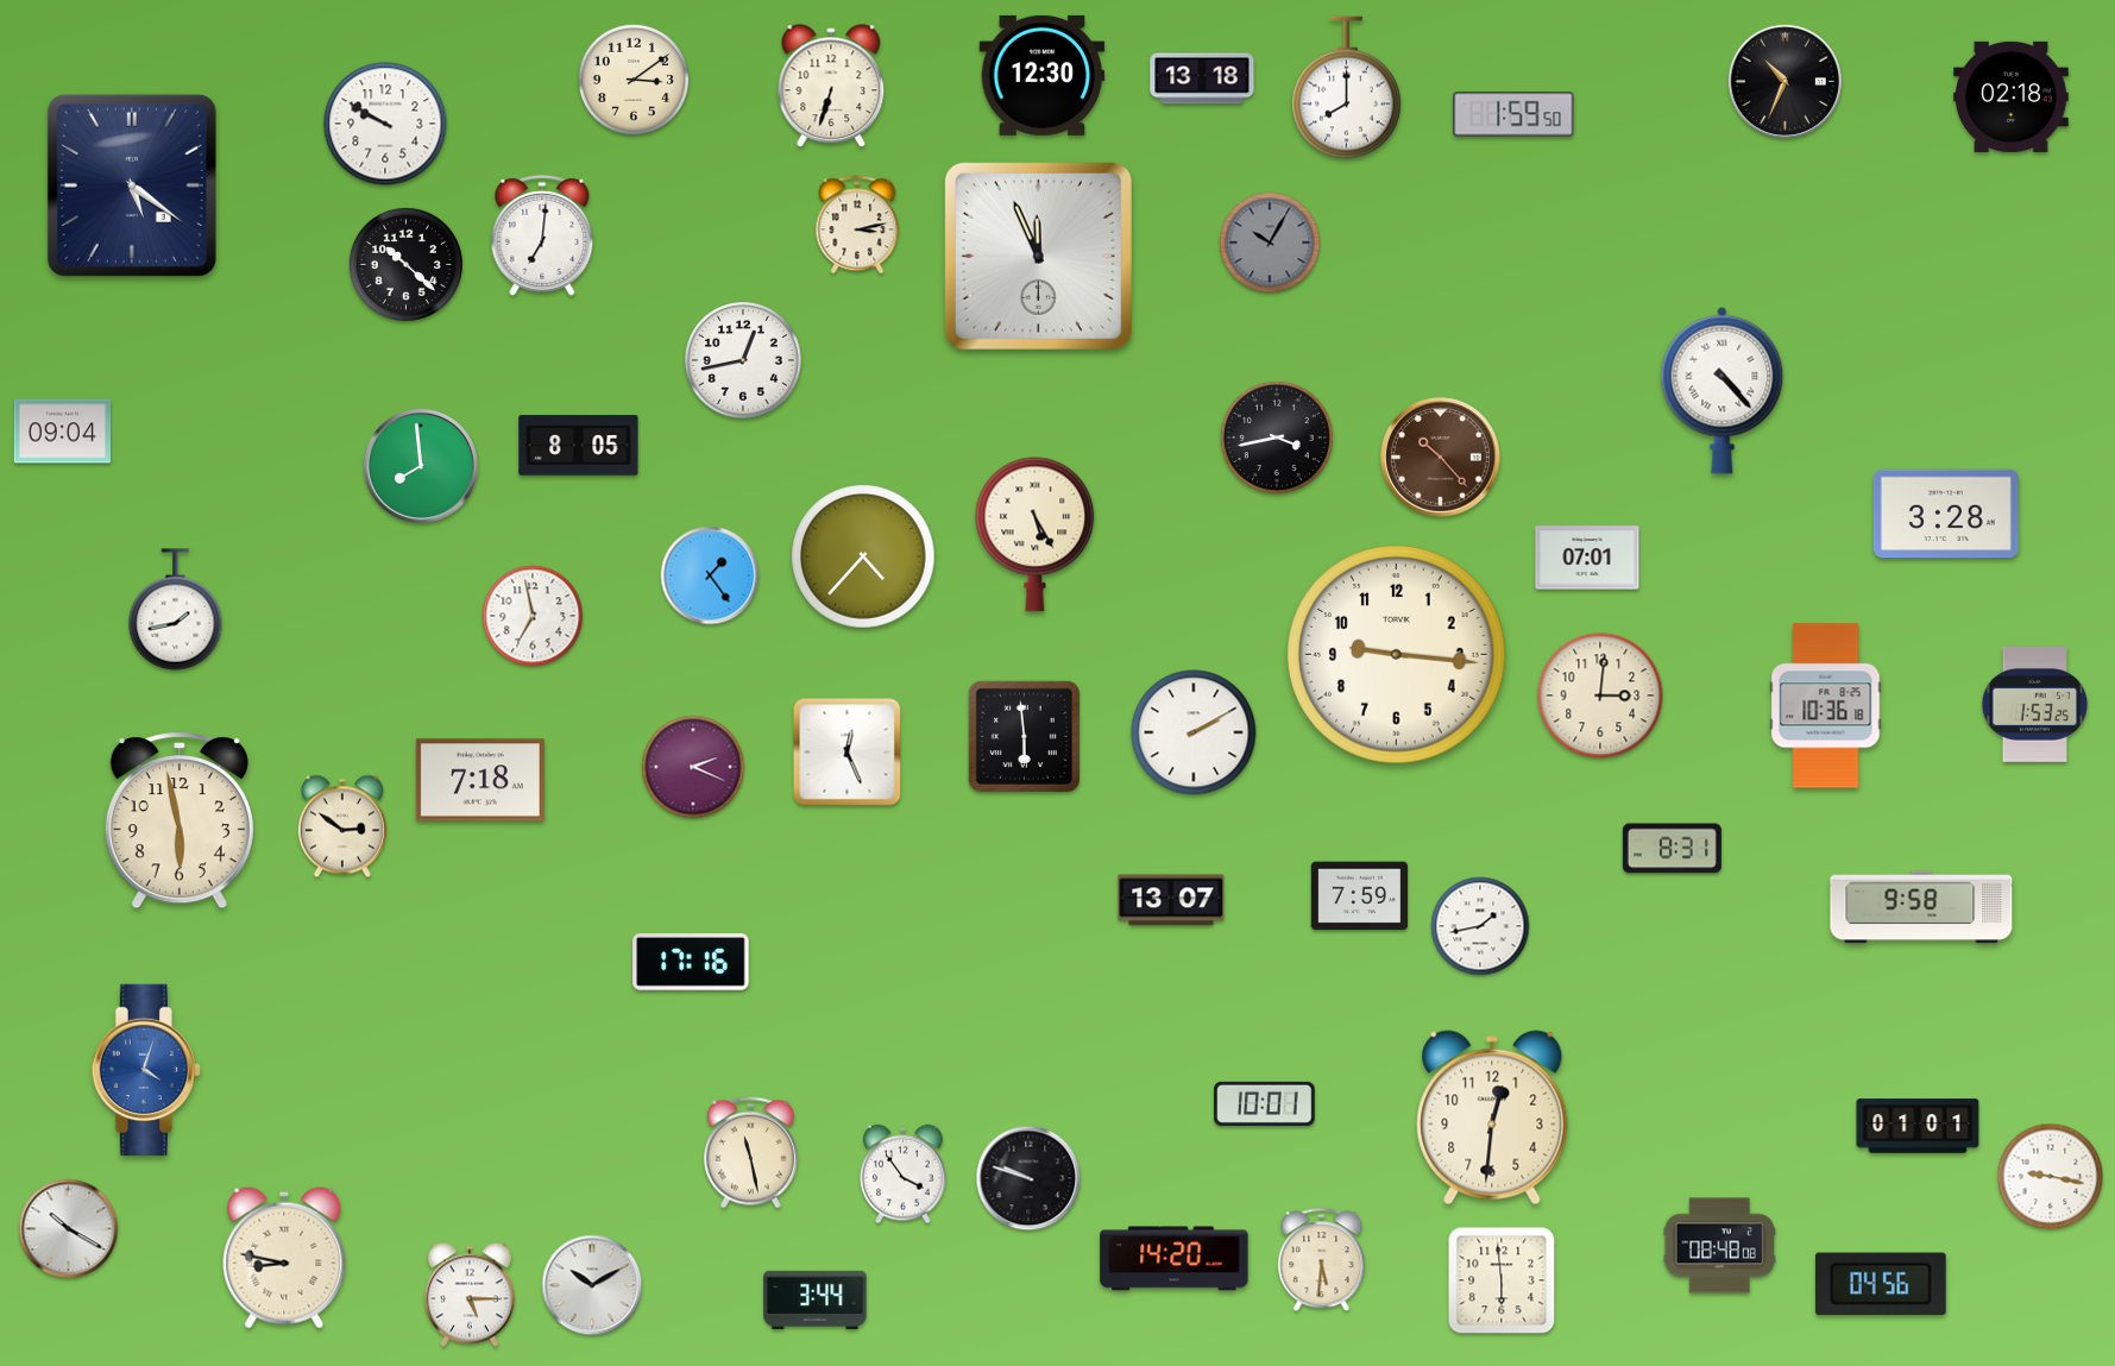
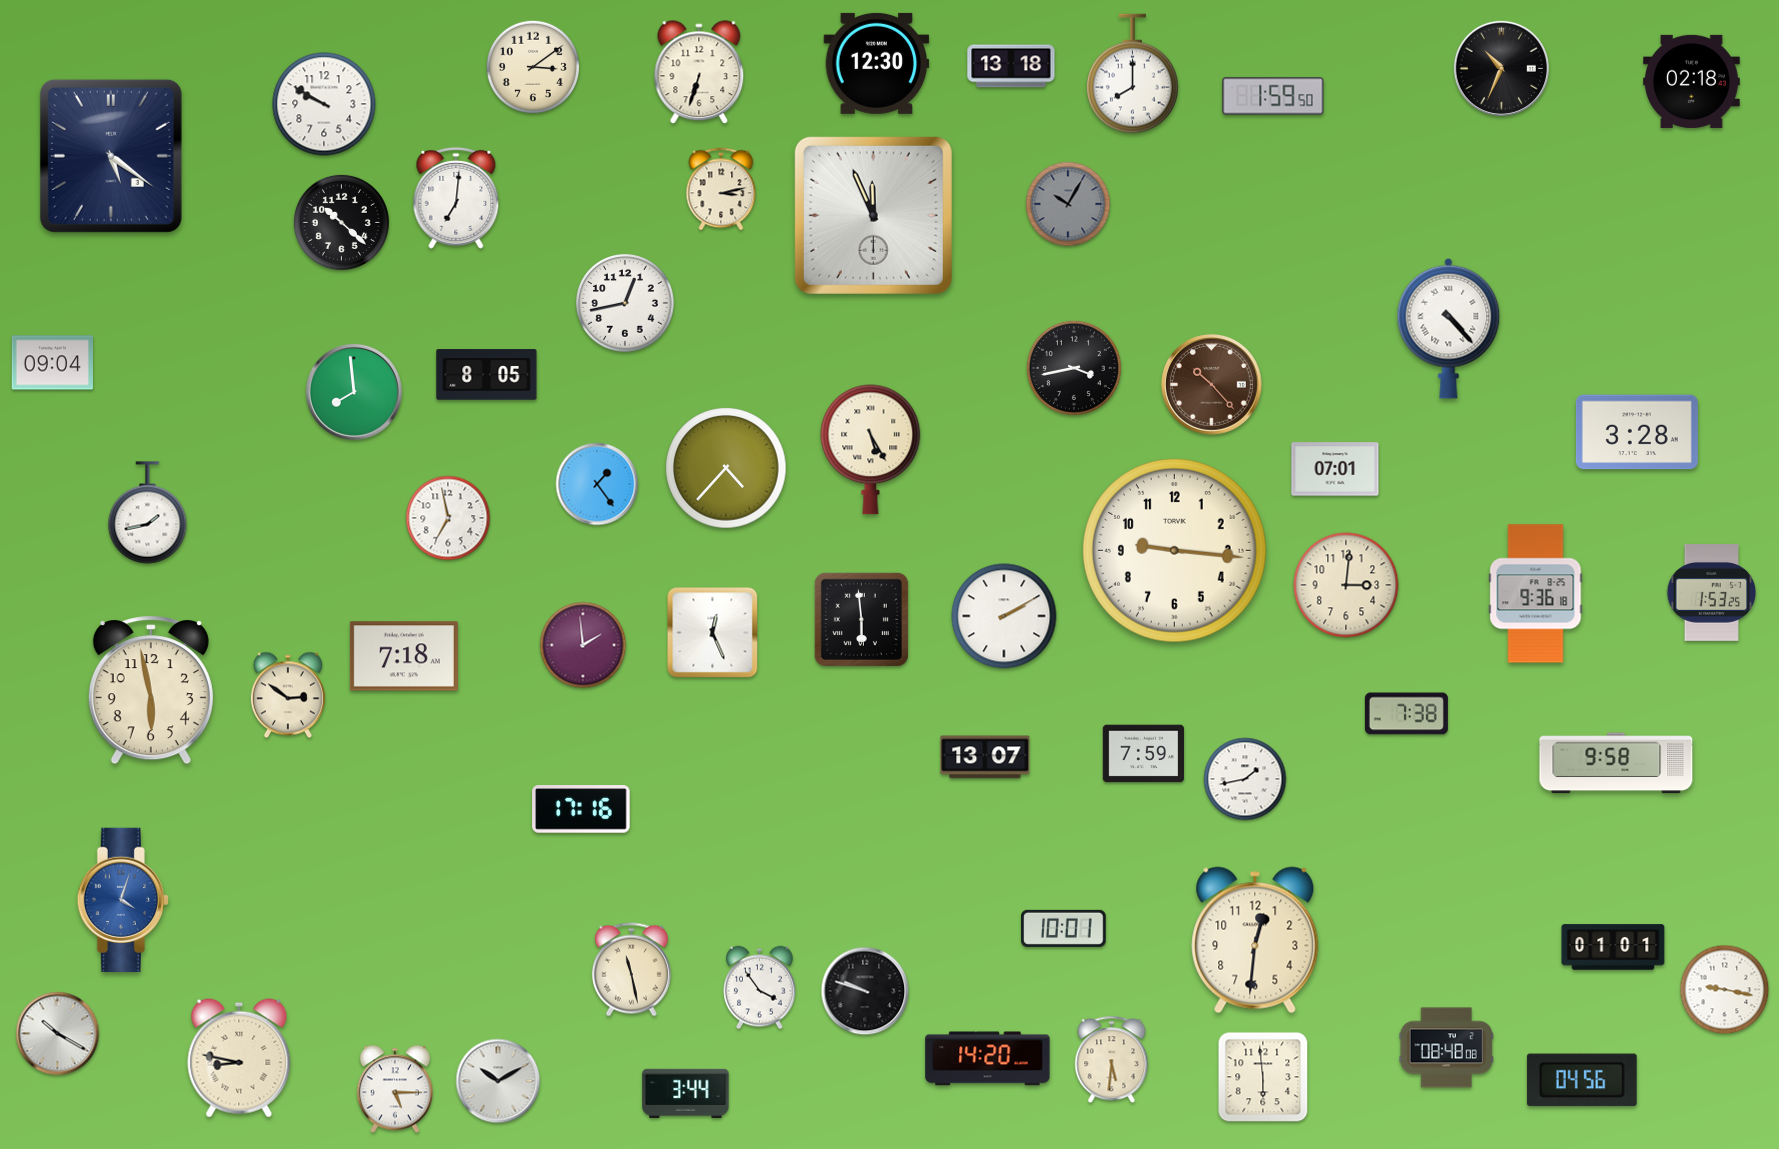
clock at (1826, 706): 10:36 -> 9:36
clock at (693, 767): 2:19 -> 1:59
clock at (1672, 849): 8:31 -> 7:38
